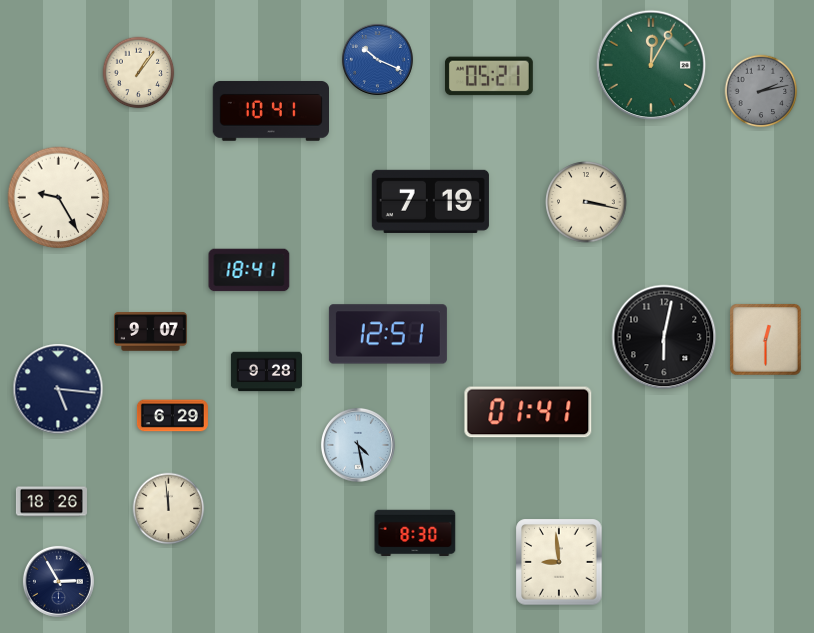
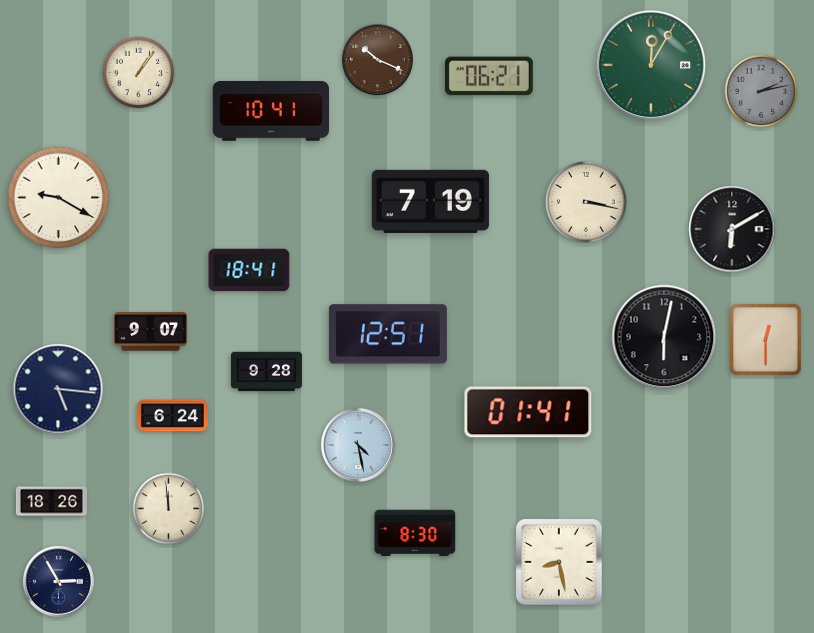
clock at (377, 59) dial: blue -> brown
clock at (489, 76): 05:21 -> 06:21
clock at (59, 198): 9:25 -> 9:20
clock at (732, 229): none -> 6:10
clock at (172, 416): 6:29 -> 6:24
clock at (559, 562): 8:59 -> 8:28
